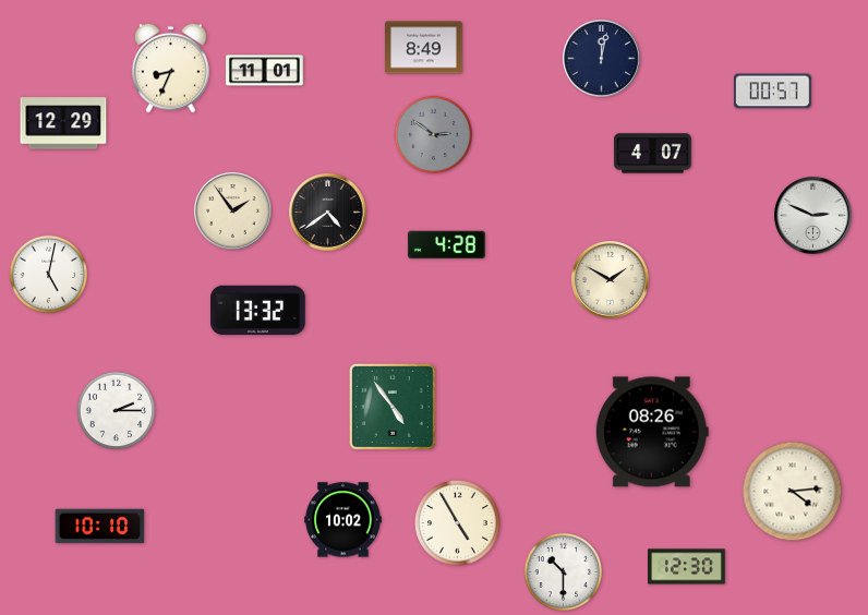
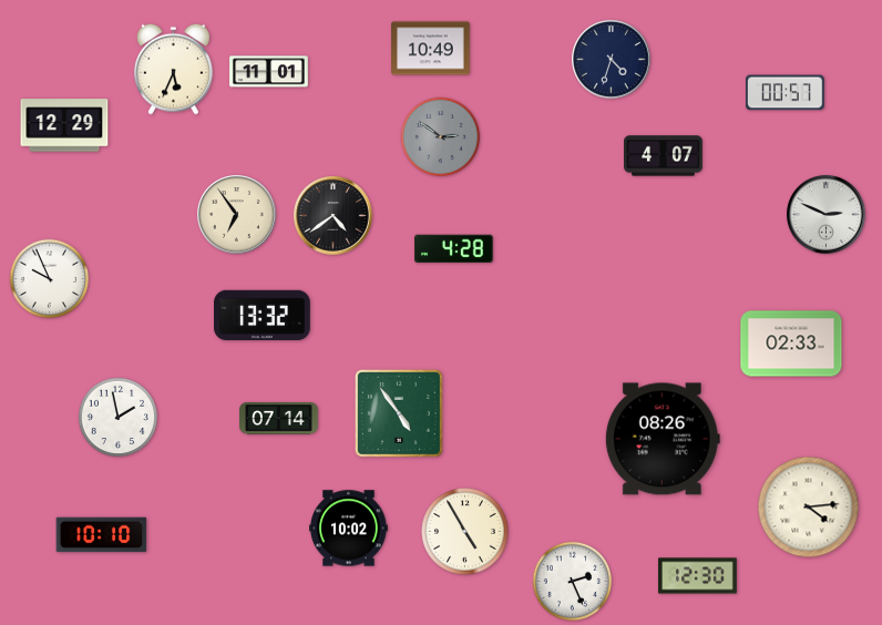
clock at (424, 48): 8:49 -> 10:49
clock at (602, 59): 12:02 -> 4:33
clock at (171, 68): 8:34 -> 5:34
clock at (233, 212): 1:54 -> 6:54
clock at (813, 216) position: (813, 216) -> (827, 215)
clock at (49, 275): 5:02 -> 9:56
clock at (611, 280): 1:50 -> none
clock at (791, 344): none -> 02:33
clock at (117, 411): 2:15 -> 1:58
clock at (279, 419): none -> 07:14
clock at (793, 492) position: (793, 492) -> (809, 508)
clock at (564, 572): 10:30 -> 2:26
